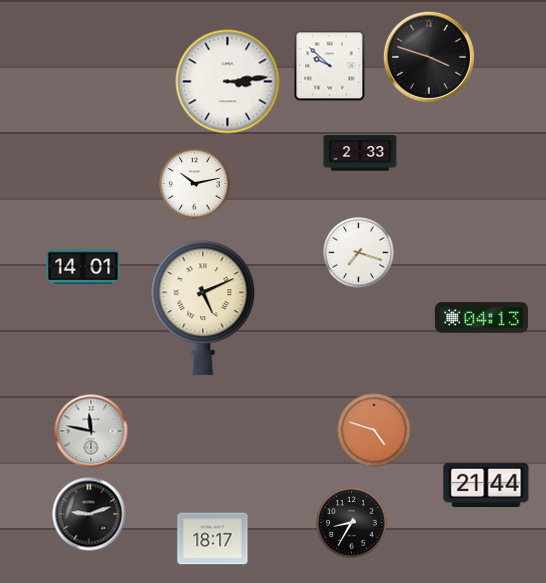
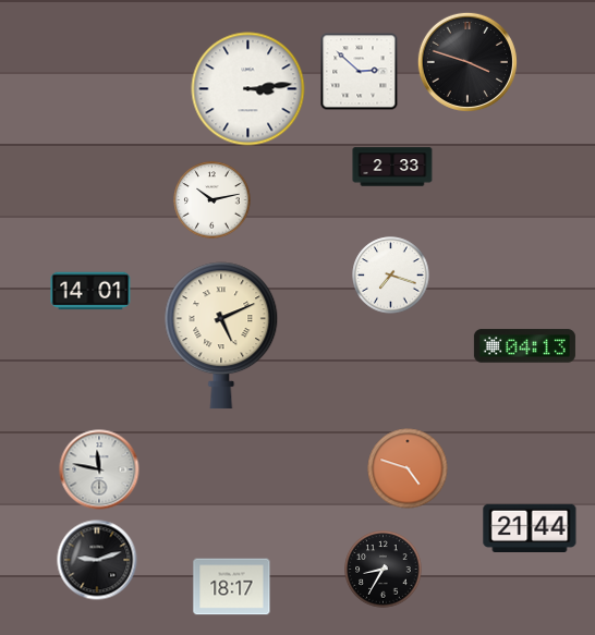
clock at (330, 66): 9:52 -> 2:52
